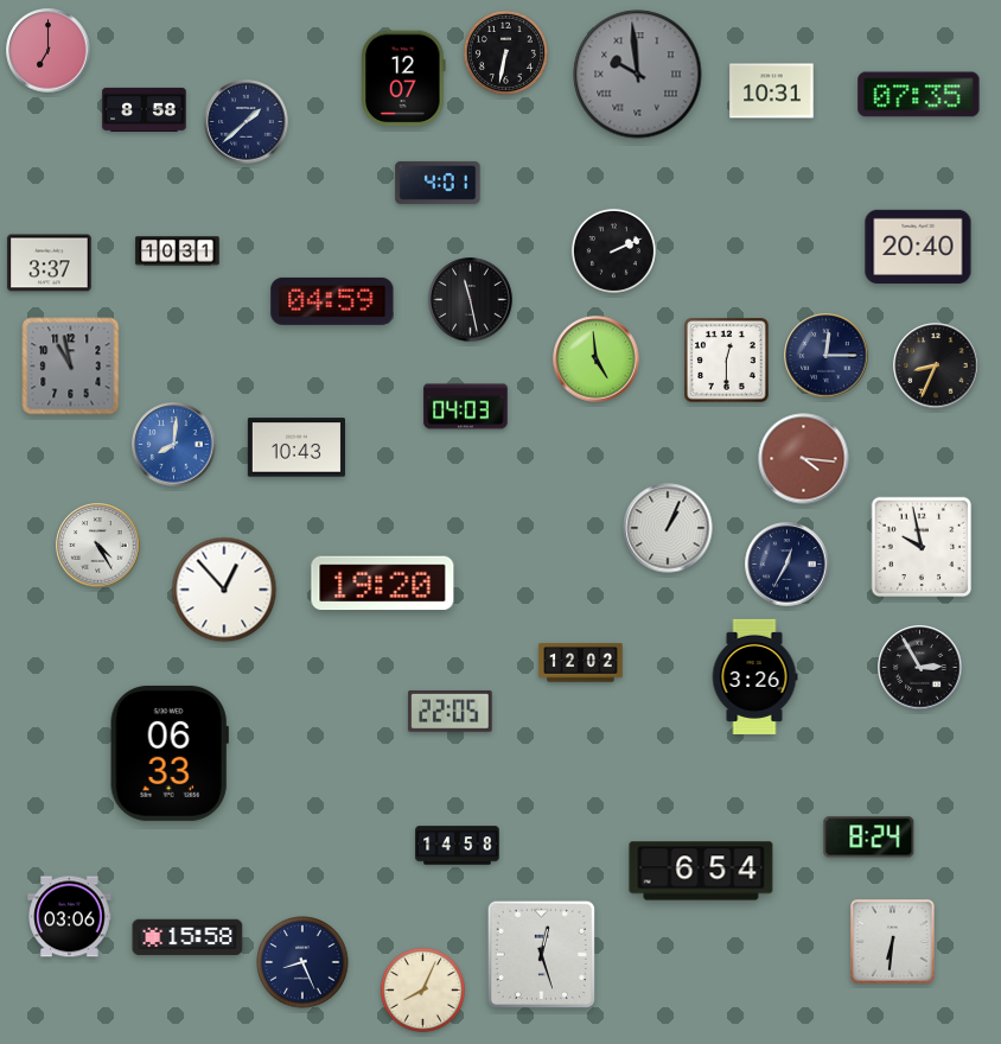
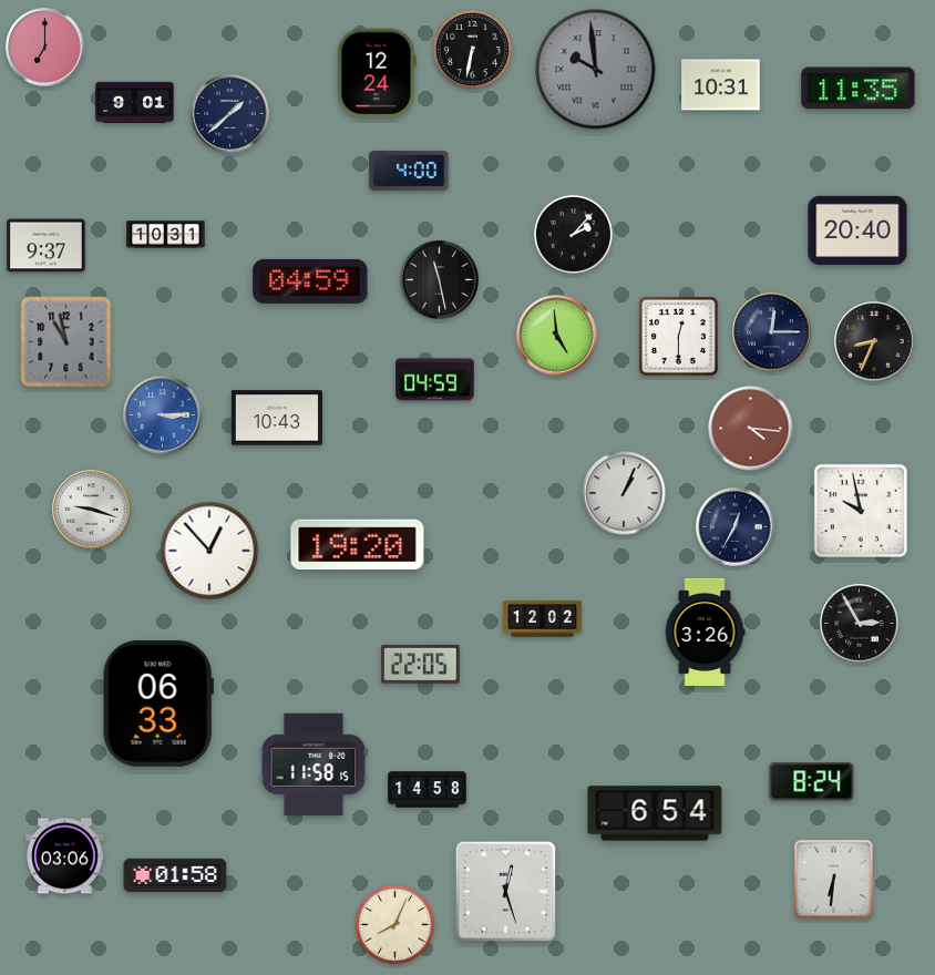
clock at (403, 78): 12:07 -> 12:24
clock at (919, 95): 07:35 -> 11:35
clock at (145, 109): 8:58 -> 9:01
clock at (438, 183): 4:01 -> 4:00
clock at (613, 250): 2:11 -> 2:07
clock at (50, 263): 3:37 -> 9:37
clock at (466, 407): 04:03 -> 04:59
clock at (174, 445): 8:01 -> 3:15
clock at (98, 546): 4:25 -> 9:18
clock at (314, 764): none -> 11:58
clock at (187, 937): 15:58 -> 01:58
clock at (302, 962): 8:26 -> none
